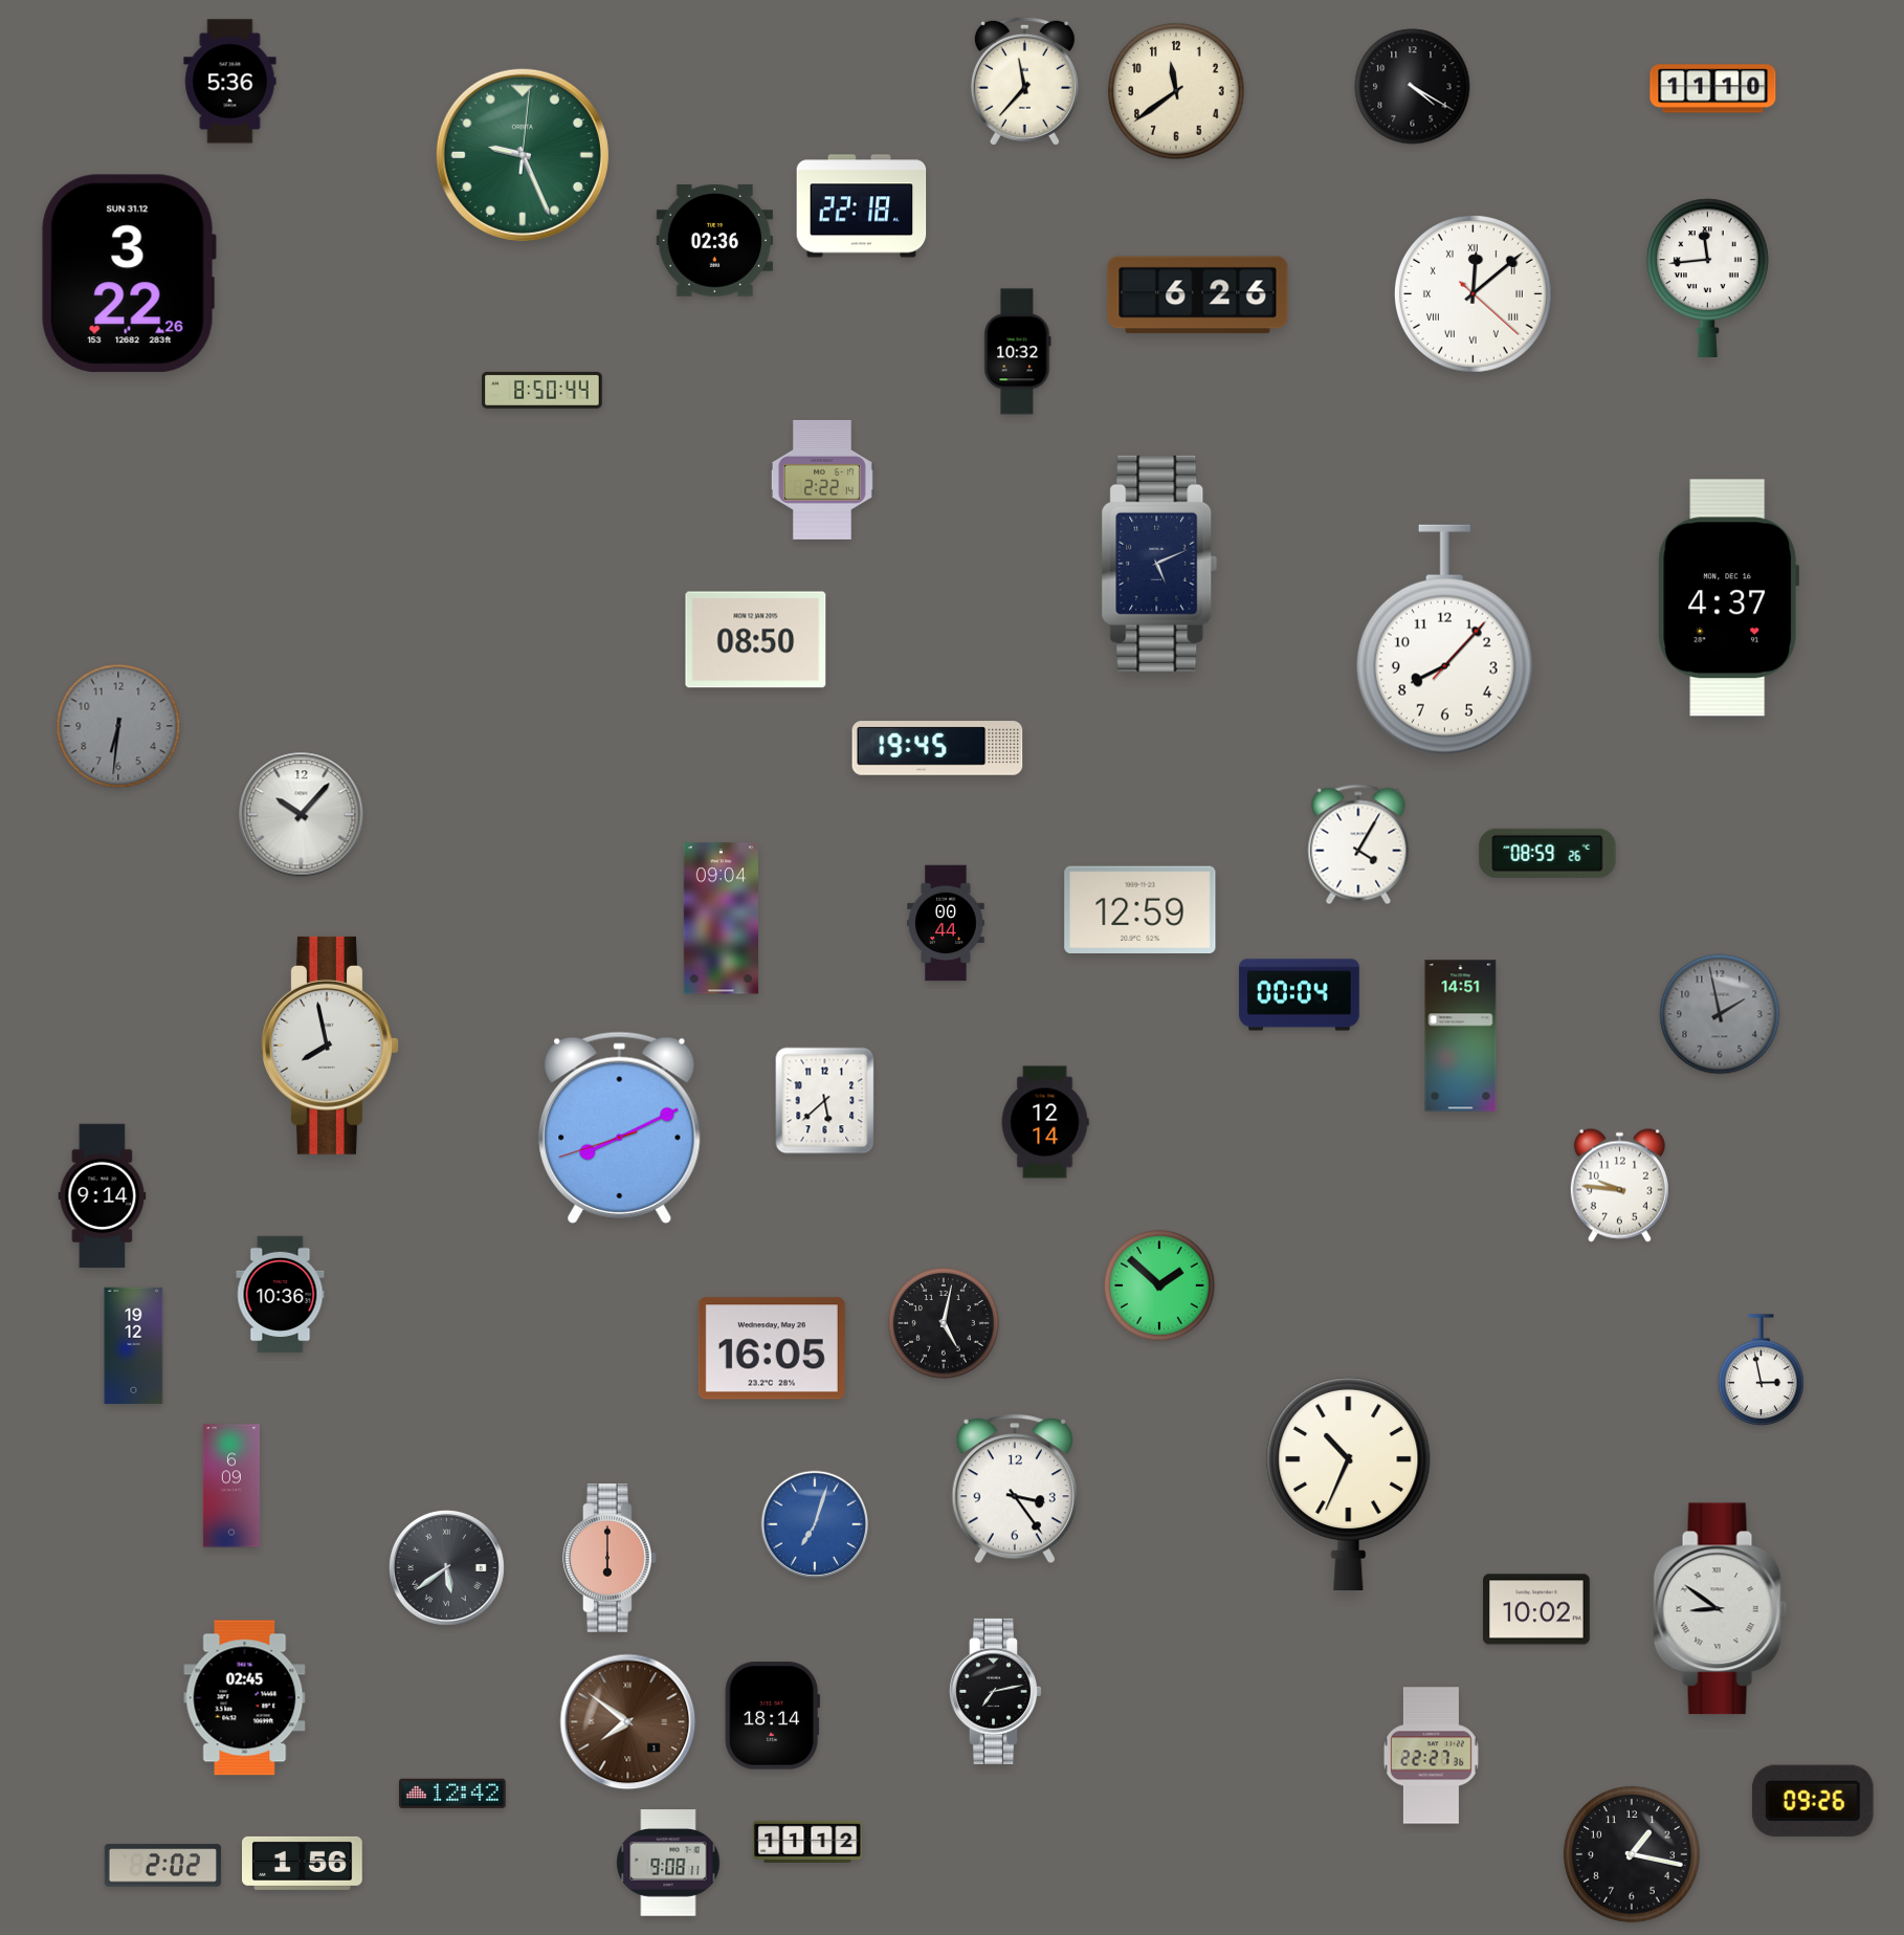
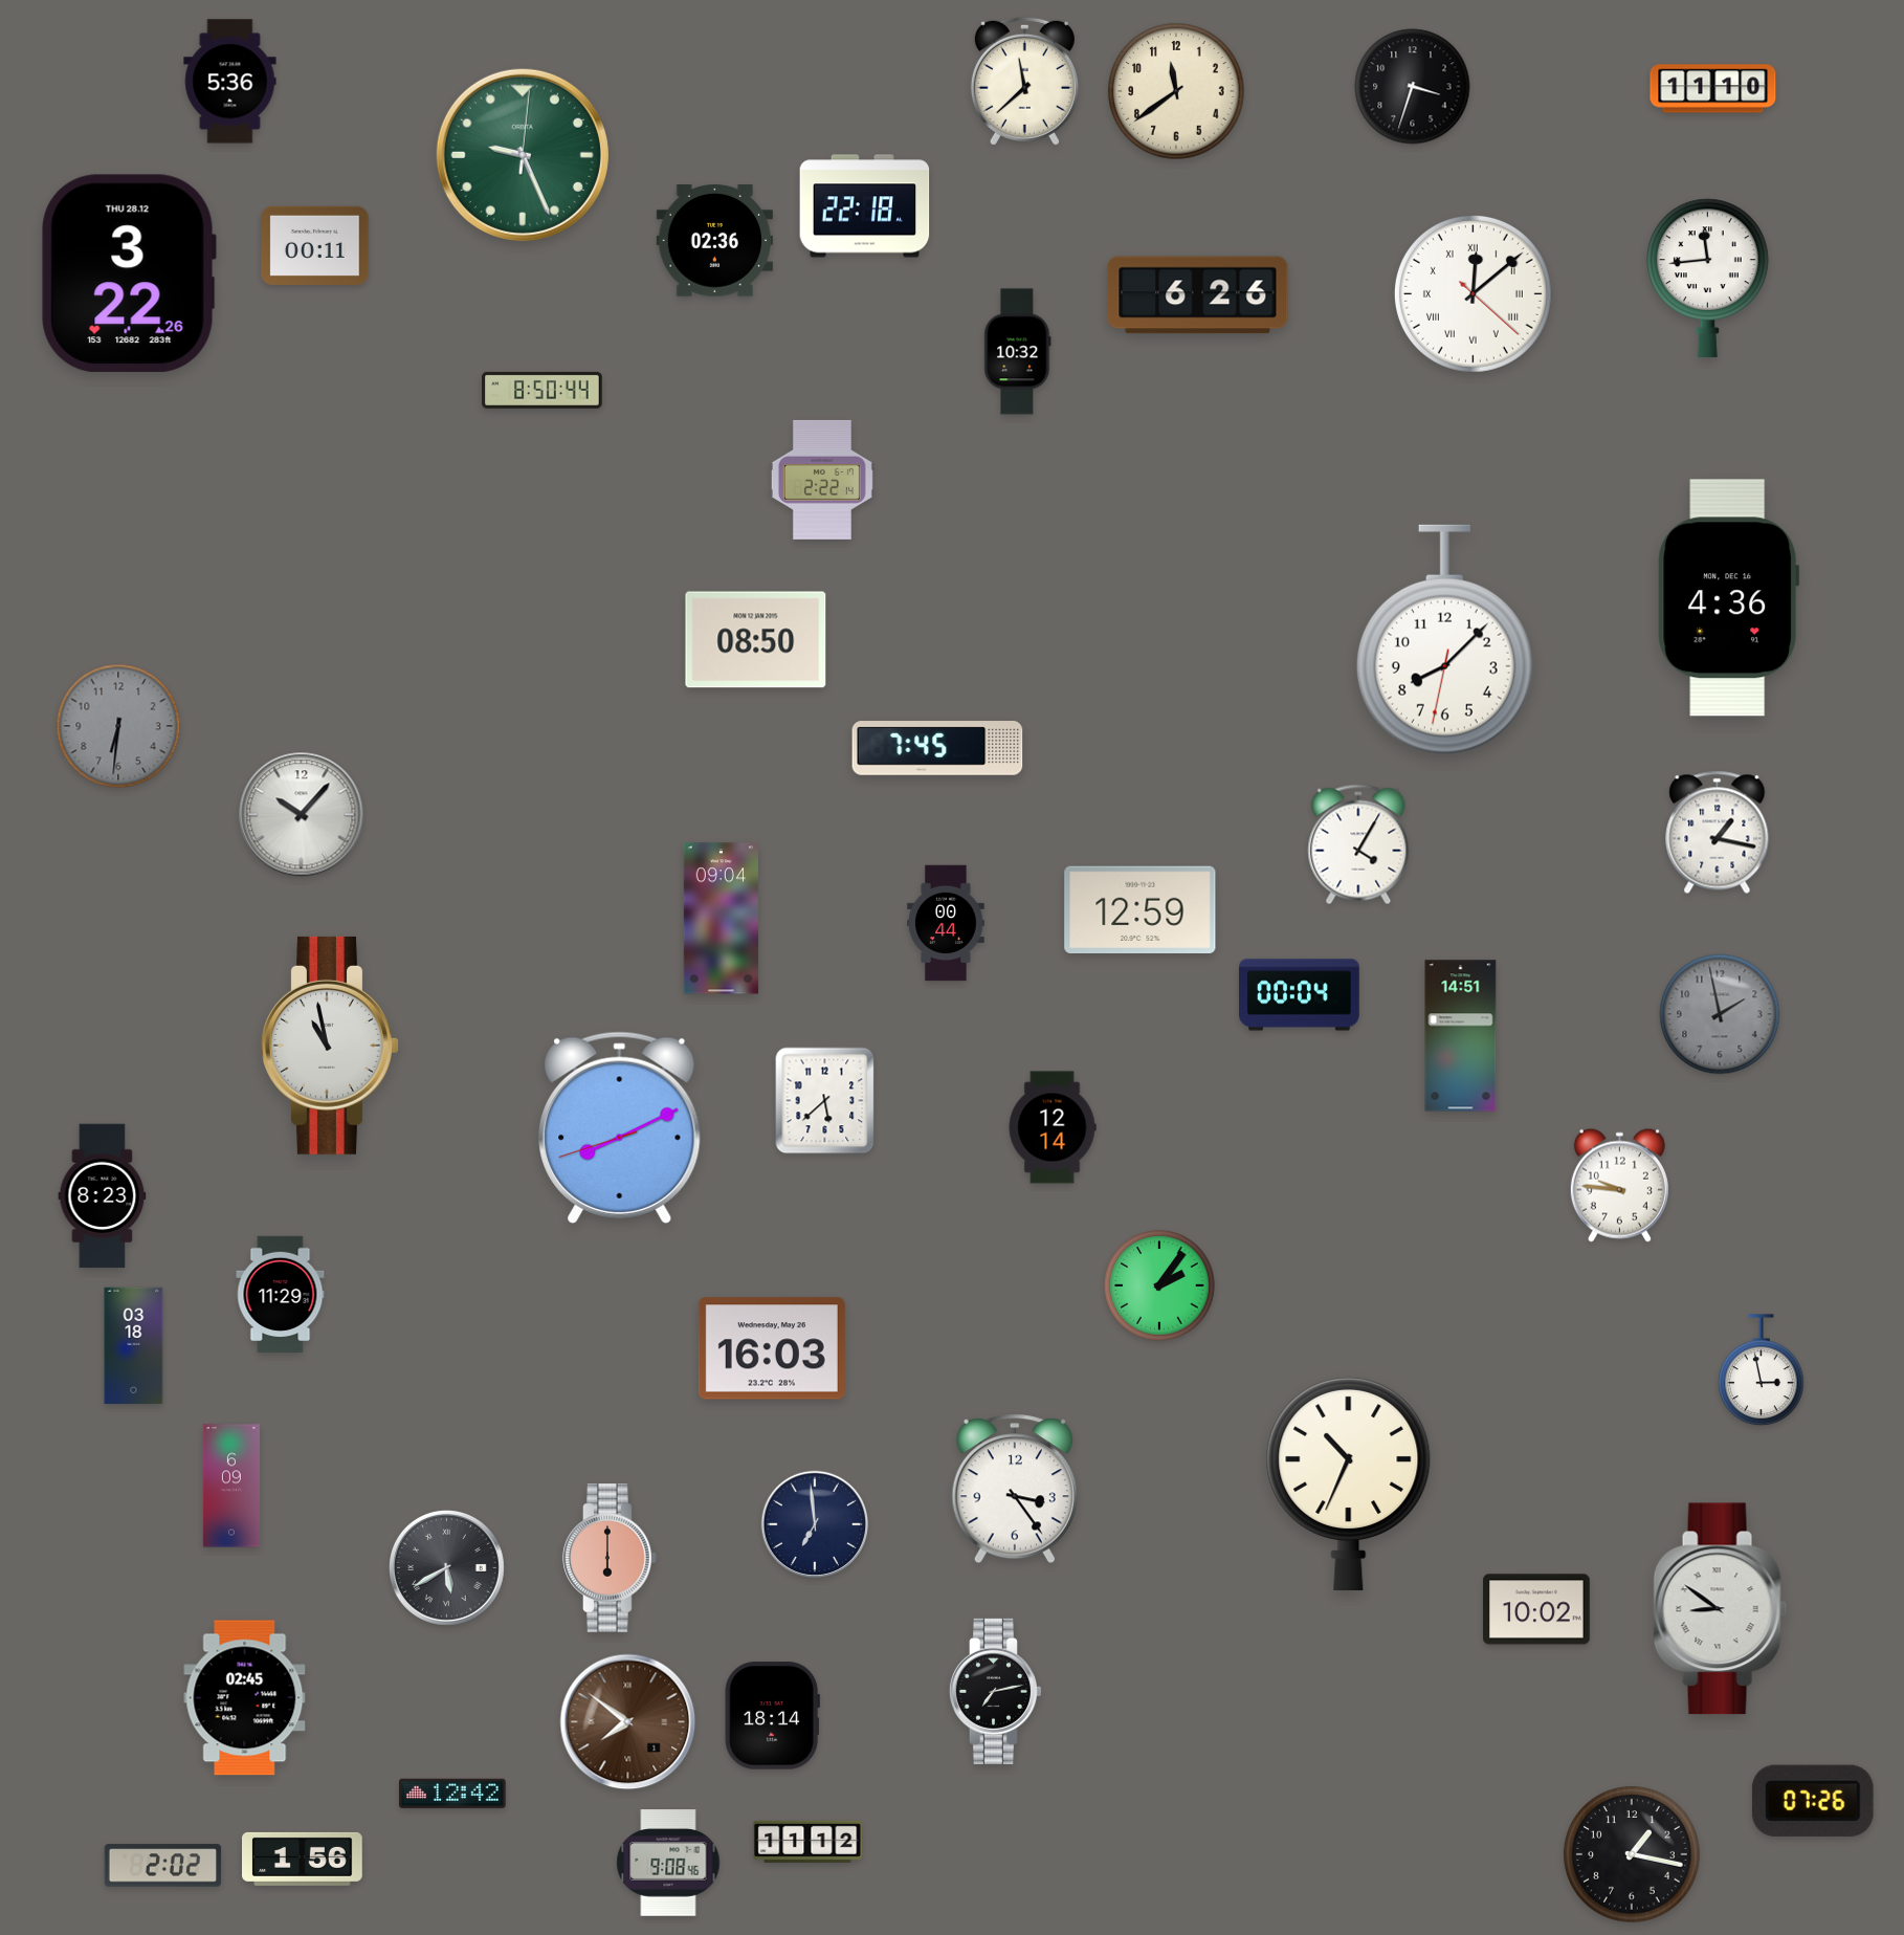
clock at (1024, 81): 11:37 -> 11:38
clock at (1413, 87): 4:20 -> 3:33
clock at (862, 206) position: (862, 206) -> (865, 206)
clock at (315, 245): none -> 00:11
clock at (129, 273) date: SUN 31.12 -> THU 28.12
clock at (1159, 564): 5:11 -> none
clock at (1729, 598): 4:37 -> 4:36
clock at (1444, 640): 8:07:07 -> 8:07:32
clock at (937, 748): 19:45 -> 7:45
clock at (1718, 832): none -> 1:17
clock at (1548, 853): 08:59 -> none
clock at (330, 1046): 7:58 -> 10:58
clock at (1045, 1122) position: (1045, 1122) -> (1053, 1127)
clock at (103, 1196): 9:14 -> 8:23
clock at (1159, 1285): 1:52 -> 2:06
clock at (281, 1295): 10:36 -> 11:29
clock at (944, 1323): 5:02 -> none
clock at (134, 1346): 19:12 -> 03:18
clock at (772, 1348): 16:05 -> 16:03
clock at (815, 1524): 7:03 -> 6:59
clock at (815, 1524) dial: blue -> navy
clock at (446, 1567): 5:39 -> 5:40
clock at (1431, 1756): 22:27 -> none
clock at (1813, 1801): 09:26 -> 07:26
clock at (303, 1863) position: (303, 1863) -> (303, 1859)
clock at (668, 1863): 9:08:11 -> 9:08:46
